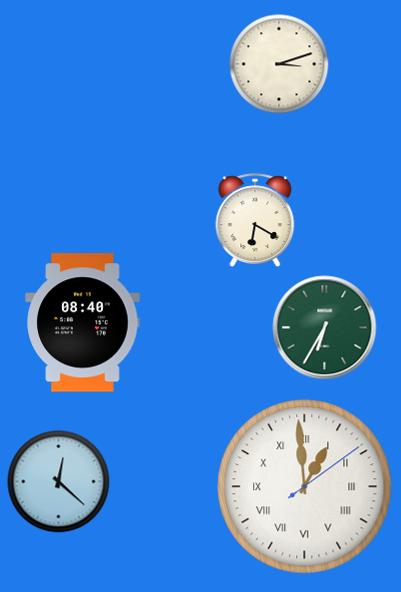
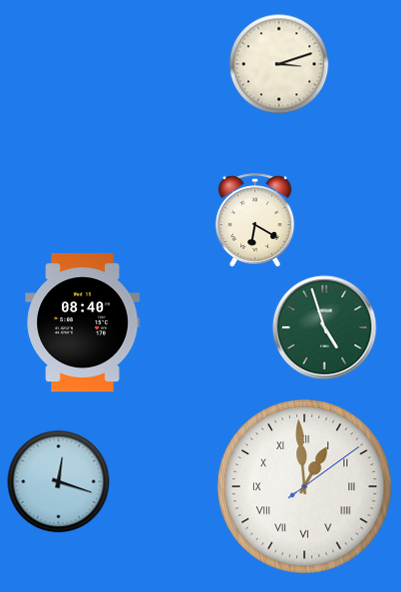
clock at (325, 328): 6:35 -> 4:57
clock at (59, 482): 12:22 -> 12:18
